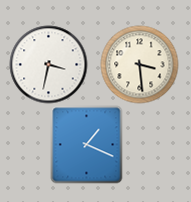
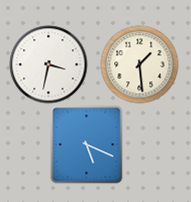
clock at (139, 64): 3:29 -> 1:29
clock at (87, 144): 1:19 -> 5:19
